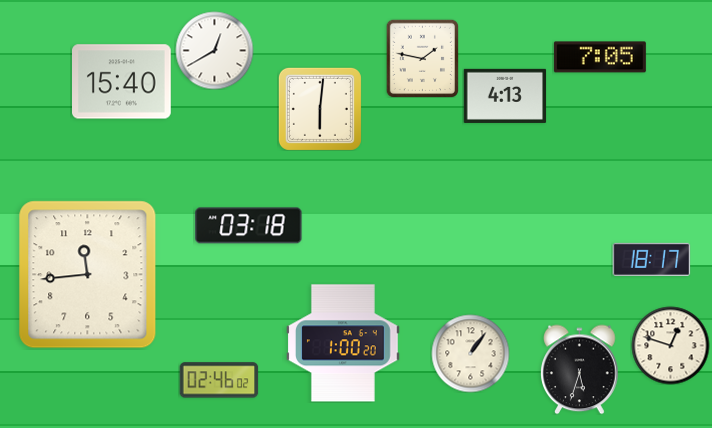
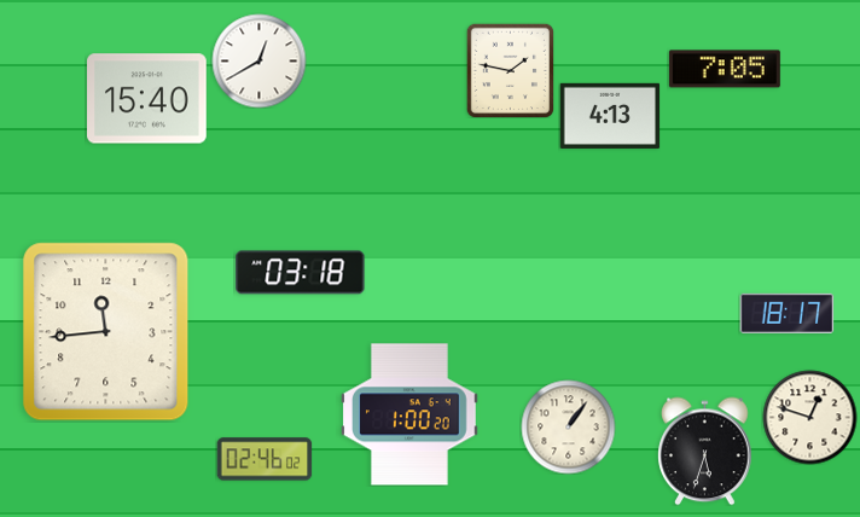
clock at (320, 109): 6:01 -> none
clock at (344, 343) position: (344, 343) -> (411, 414)
clock at (580, 369) position: (580, 369) -> (705, 451)
